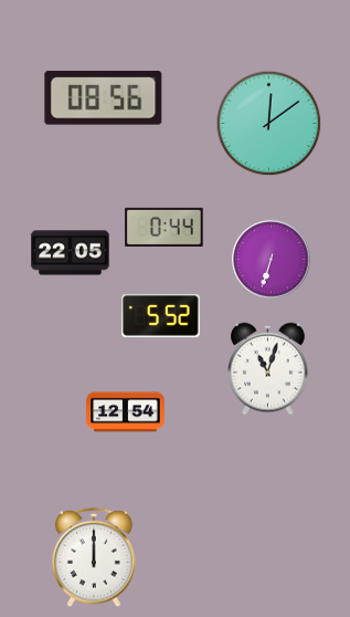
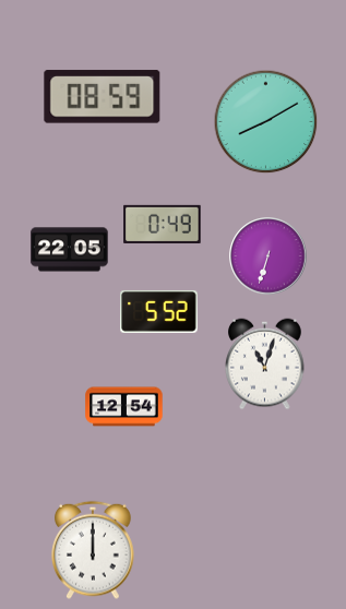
clock at (104, 98): 08:56 -> 08:59
clock at (269, 124): 12:09 -> 8:10
clock at (165, 227): 0:44 -> 0:49
